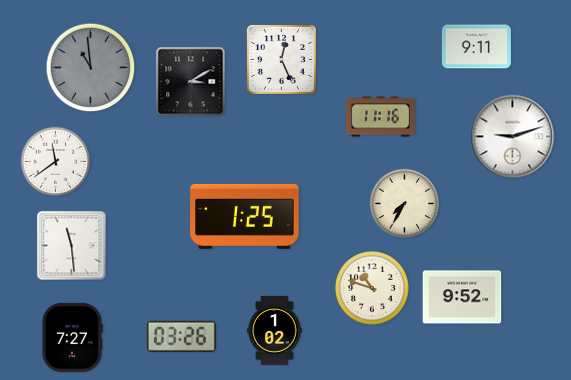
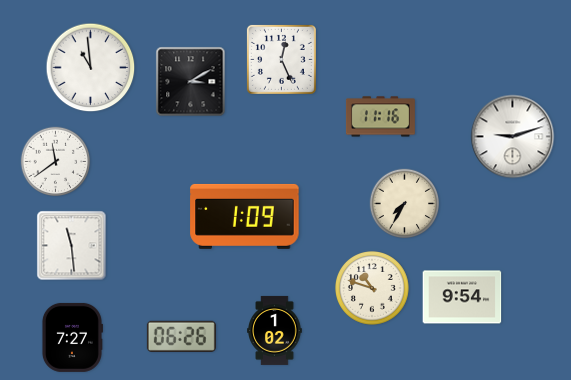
clock at (476, 47): 9:11 -> none
clock at (91, 68) dial: grey -> white
clock at (245, 216): 1:25 -> 1:09
clock at (462, 297): 9:52 -> 9:54
clock at (181, 336): 03:26 -> 06:26
